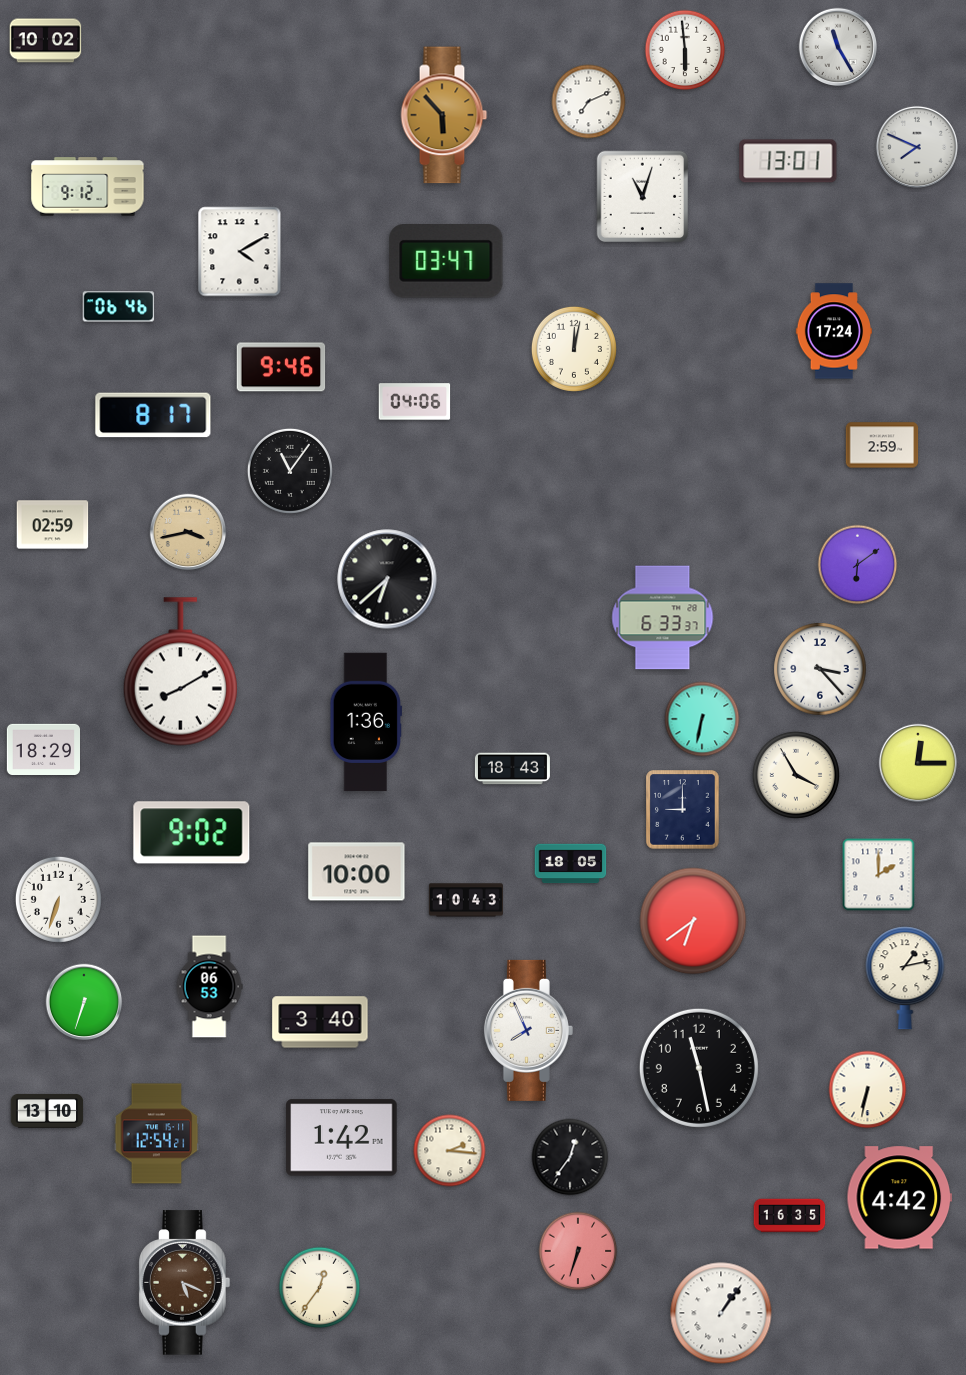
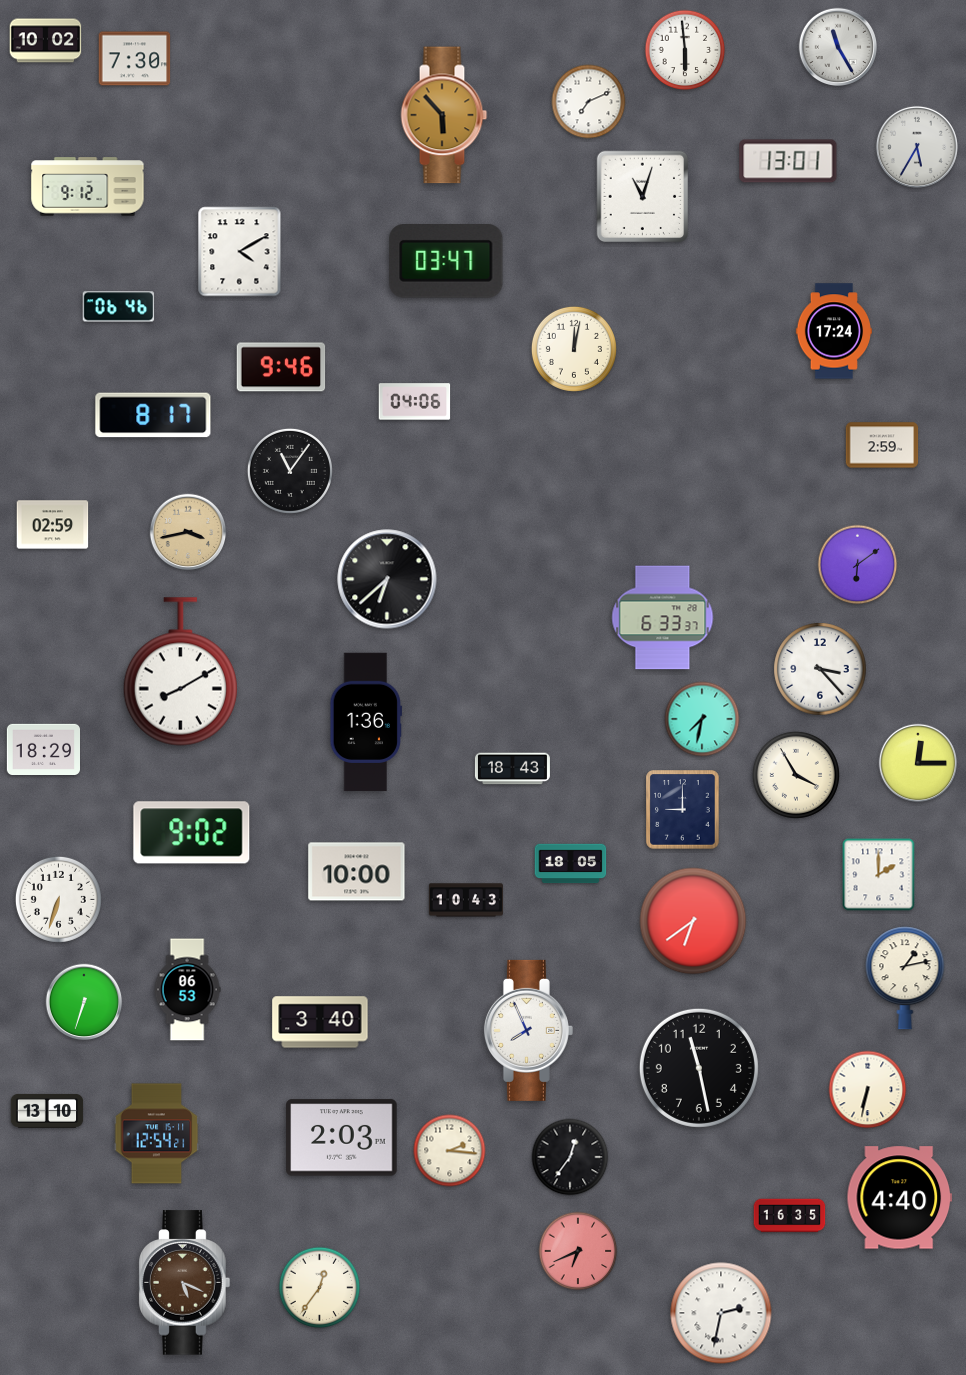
clock at (135, 59): none -> 7:30
clock at (917, 147): 7:49 -> 5:35
clock at (702, 719): 6:32 -> 7:32
clock at (209, 987) position: (209, 987) -> (187, 990)
clock at (342, 1138): 1:42 -> 2:03
clock at (899, 1198): 4:42 -> 4:40
clock at (578, 1251): 6:33 -> 6:41
clock at (721, 1313): 1:06 -> 2:32
